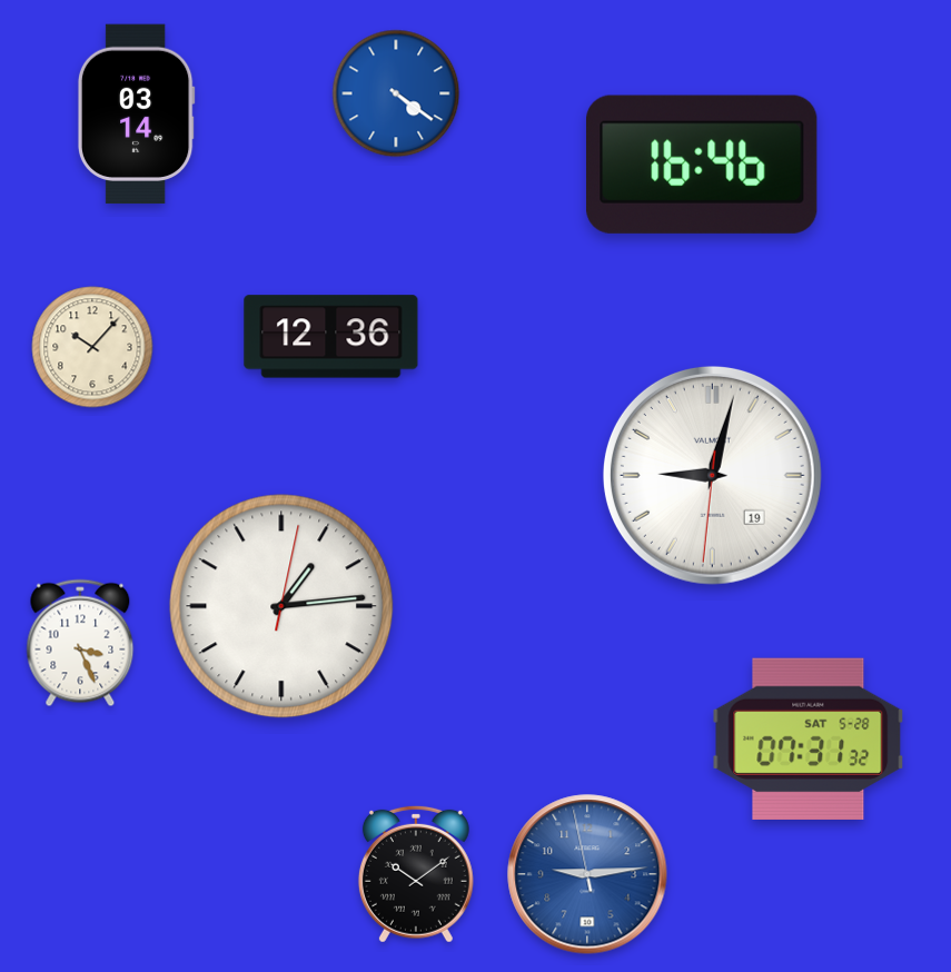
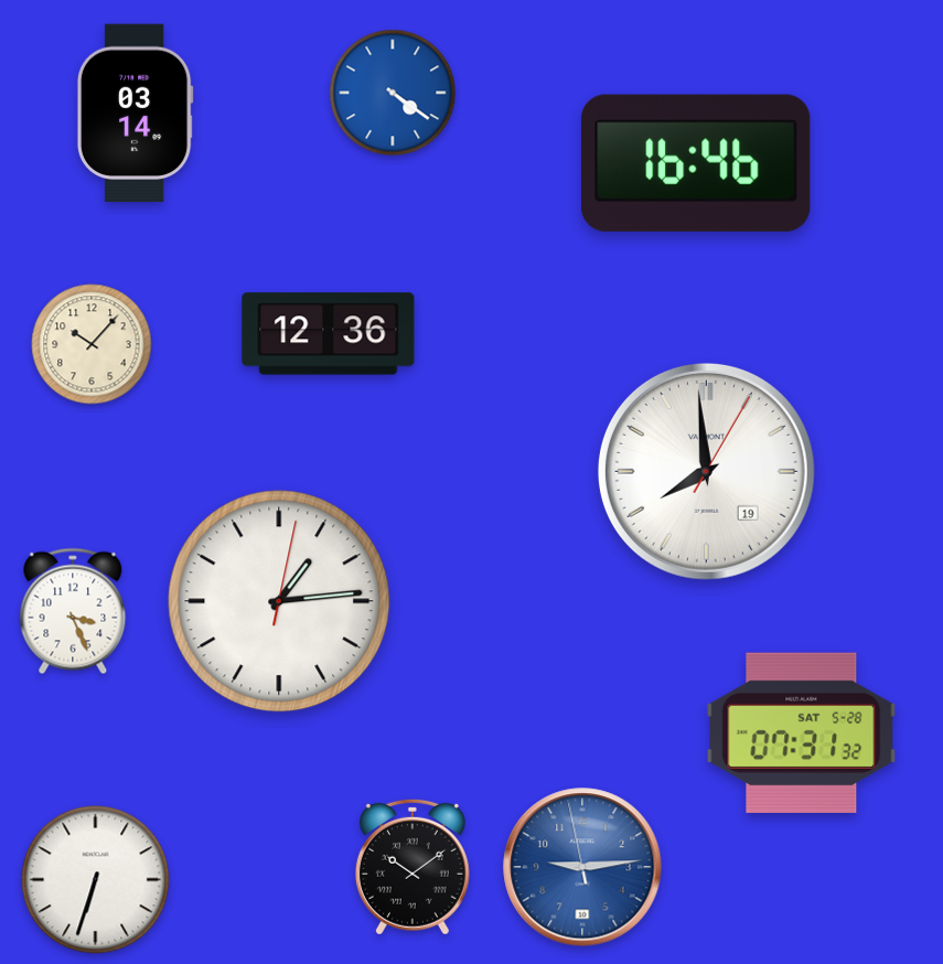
clock at (712, 475): 9:02 -> 7:59
clock at (80, 643) position: (80, 643) -> (73, 611)
clock at (96, 880): none -> 6:33
